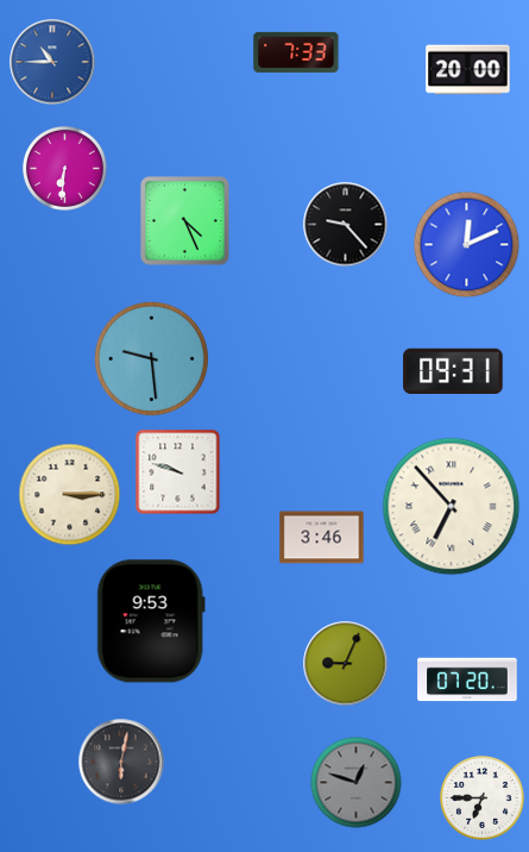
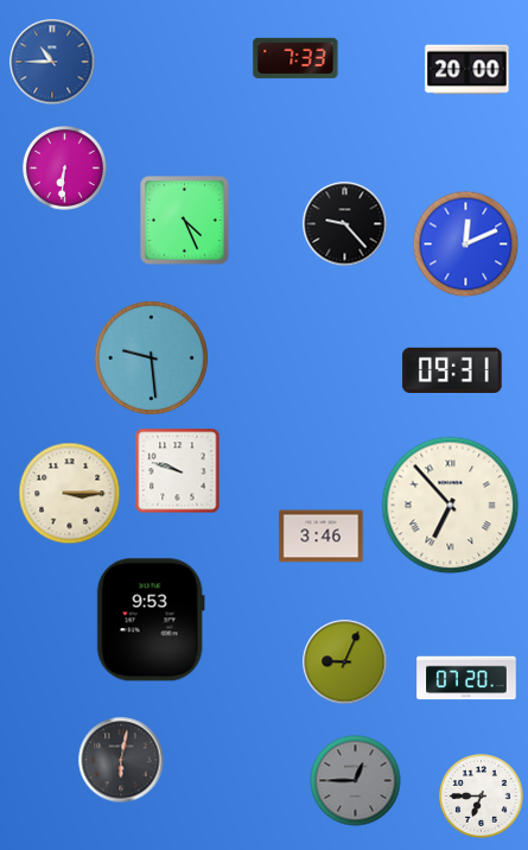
clock at (296, 52) position: (296, 52) -> (295, 58)
clock at (357, 783): 12:48 -> 12:45
